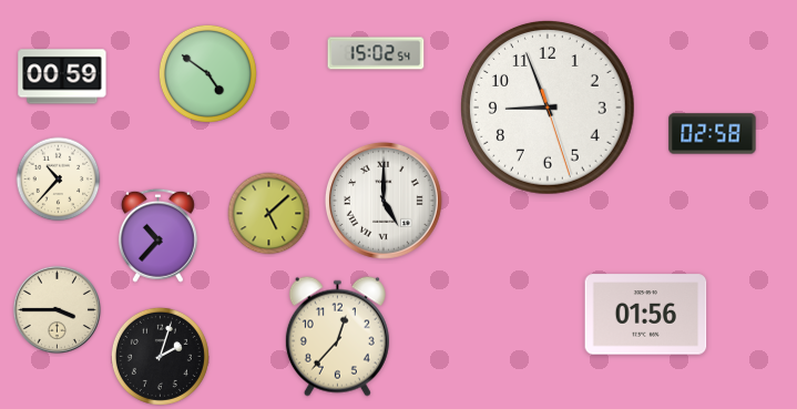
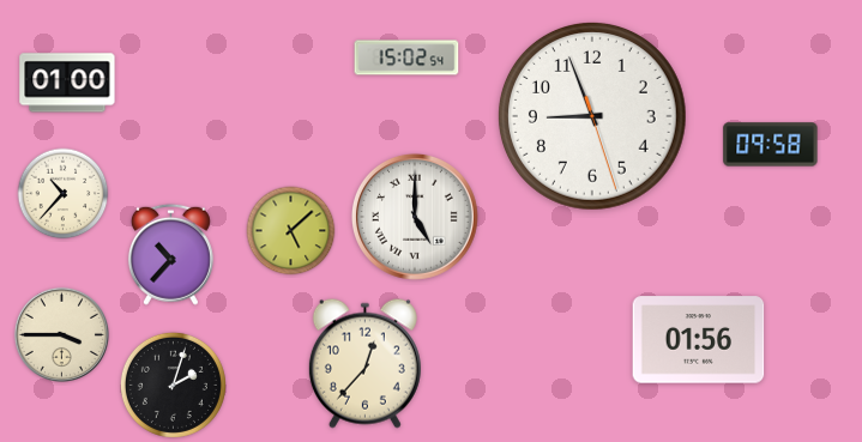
clock at (207, 73): 4:51 -> none
clock at (62, 76): 00:59 -> 01:00
clock at (713, 134): 02:58 -> 09:58
